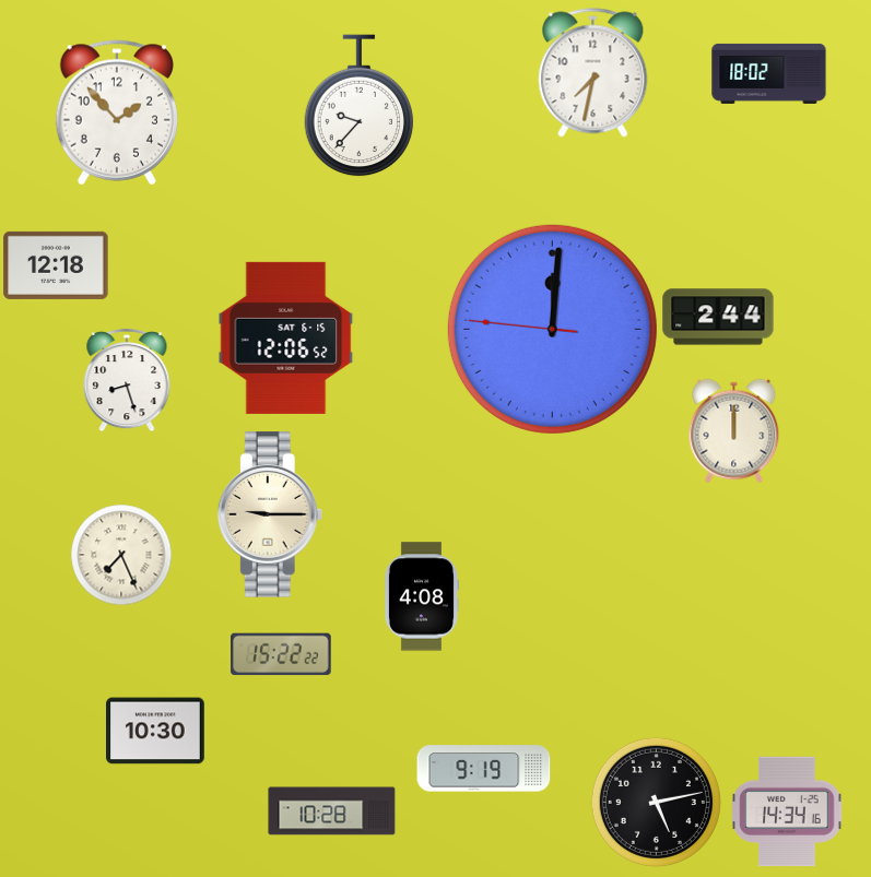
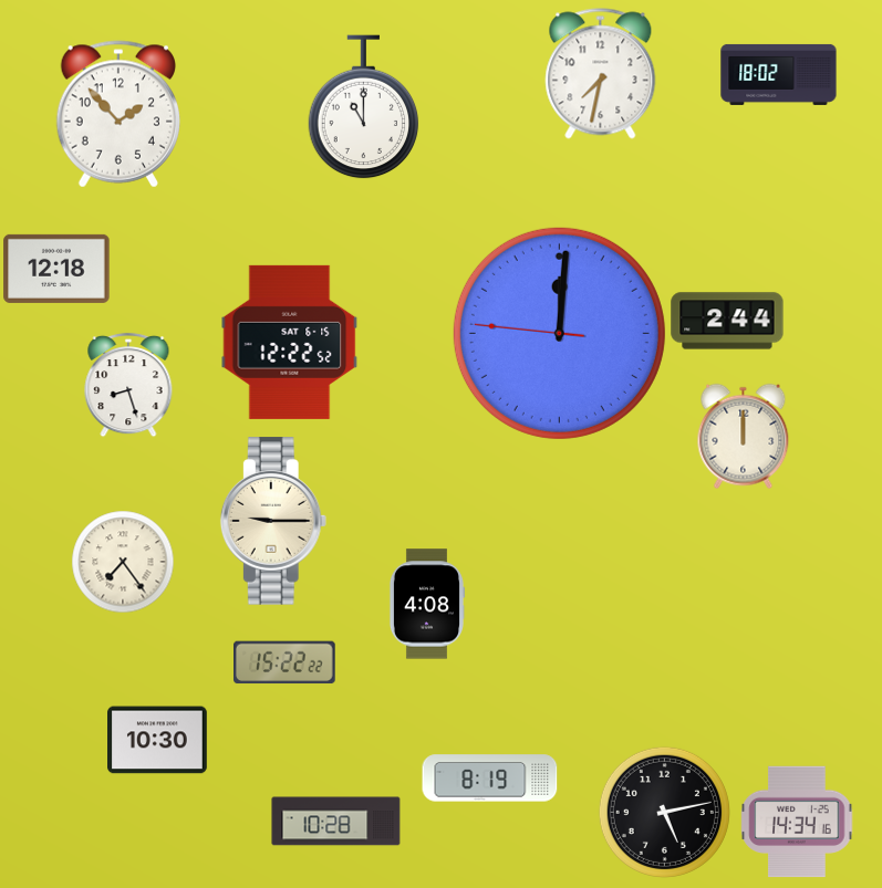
clock at (360, 106): 9:37 -> 11:00
clock at (286, 337): 12:06 -> 12:22
clock at (121, 555): 7:26 -> 7:24
clock at (484, 769): 9:19 -> 8:19
